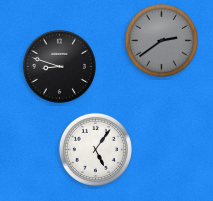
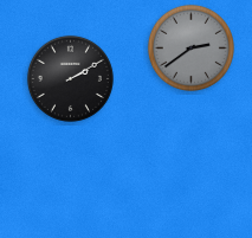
clock at (59, 66): 8:48 -> 2:10
clock at (95, 149): 5:06 -> none
